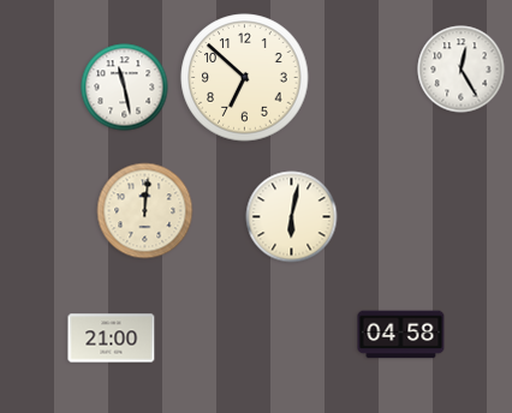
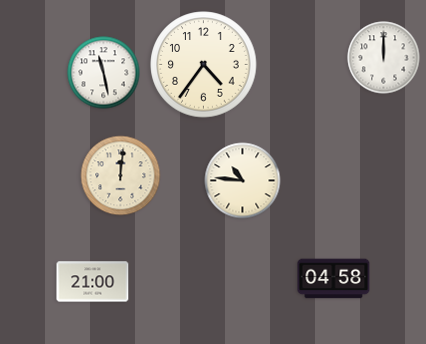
clock at (462, 70): 12:25 -> 12:00
clock at (245, 78): 6:52 -> 4:36
clock at (292, 217): 6:02 -> 10:46
